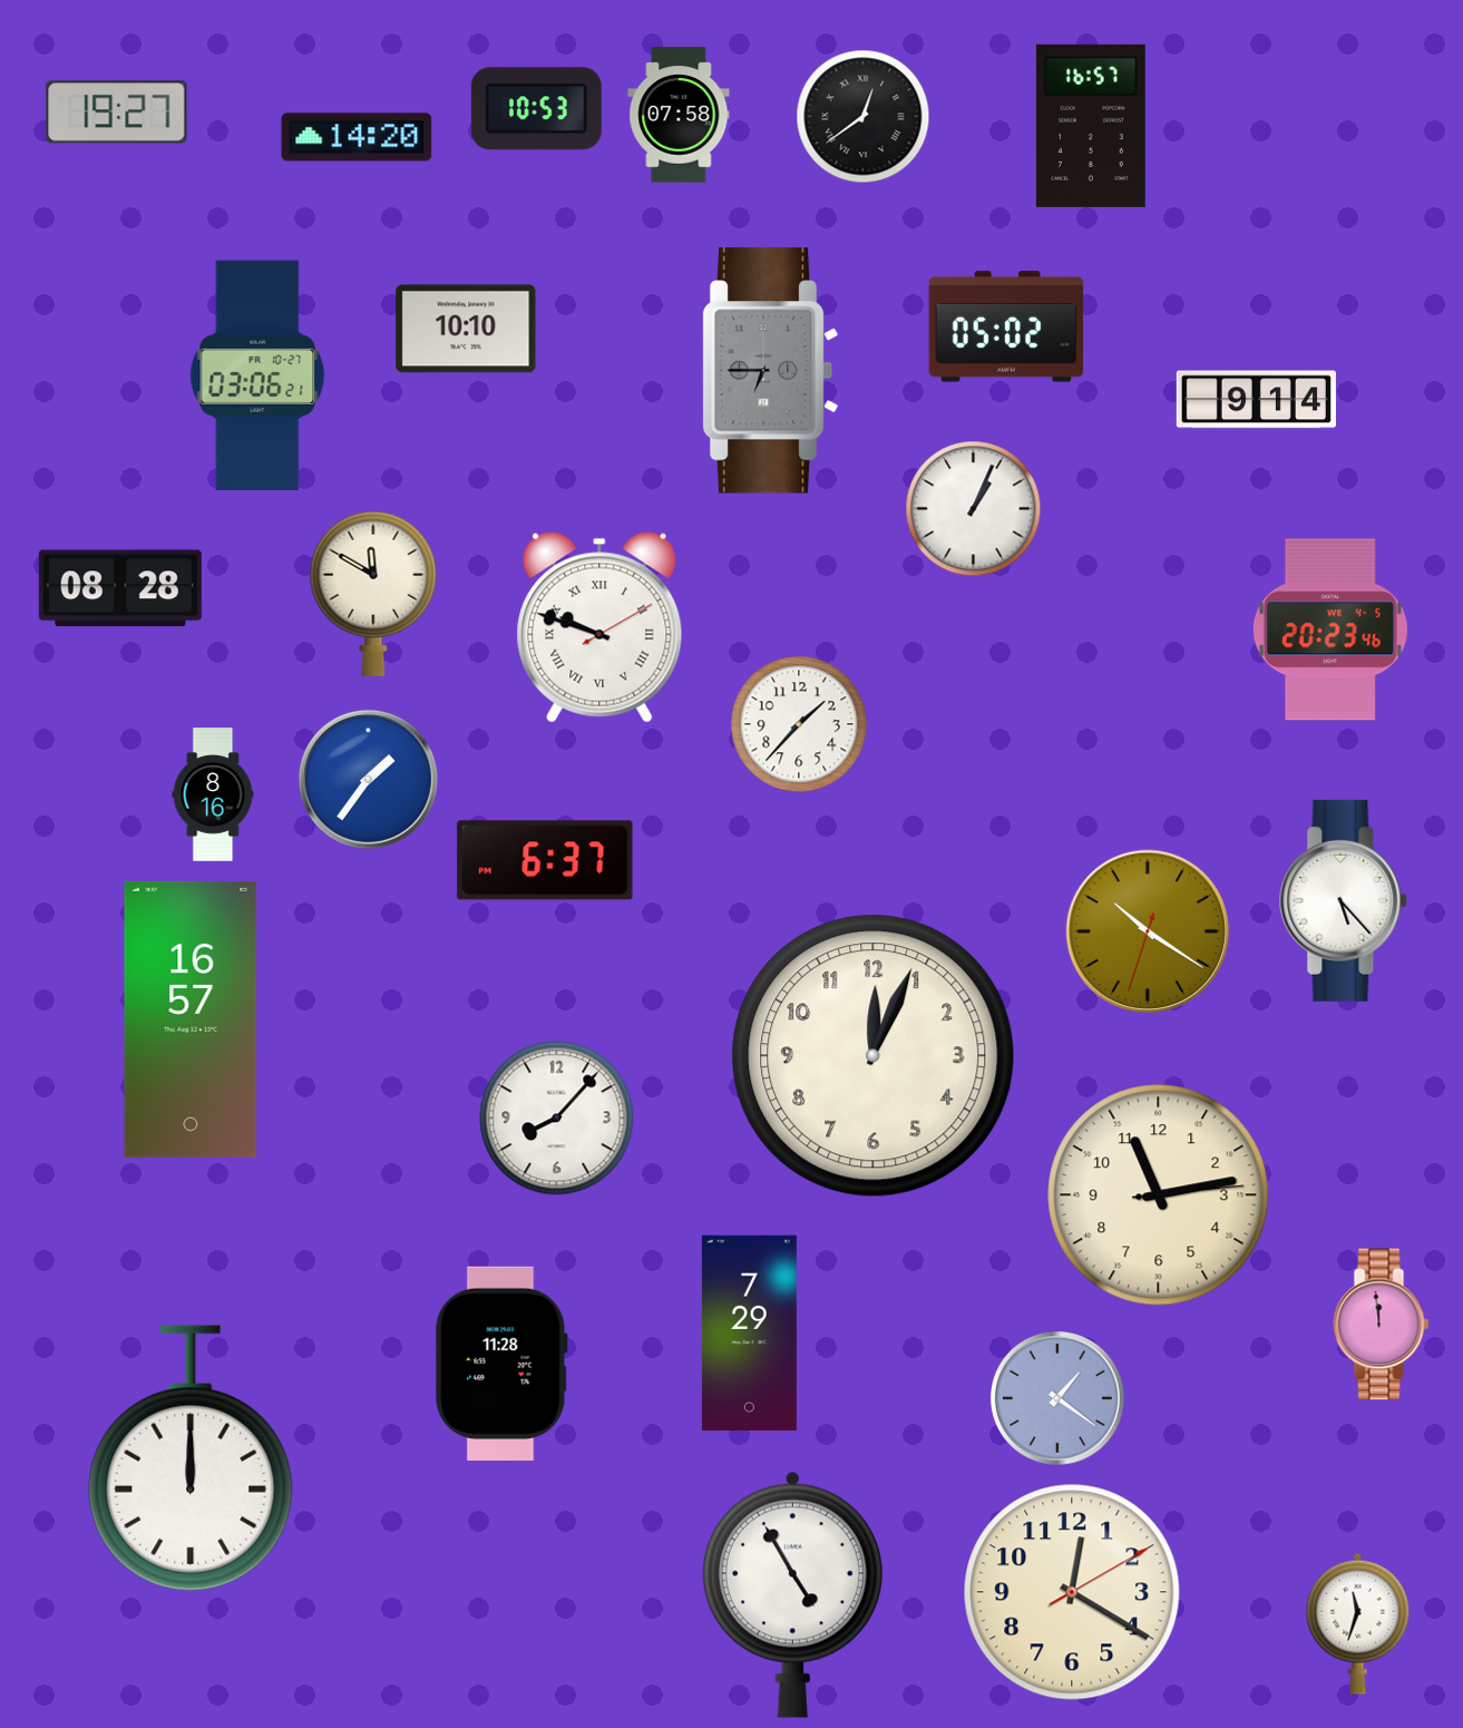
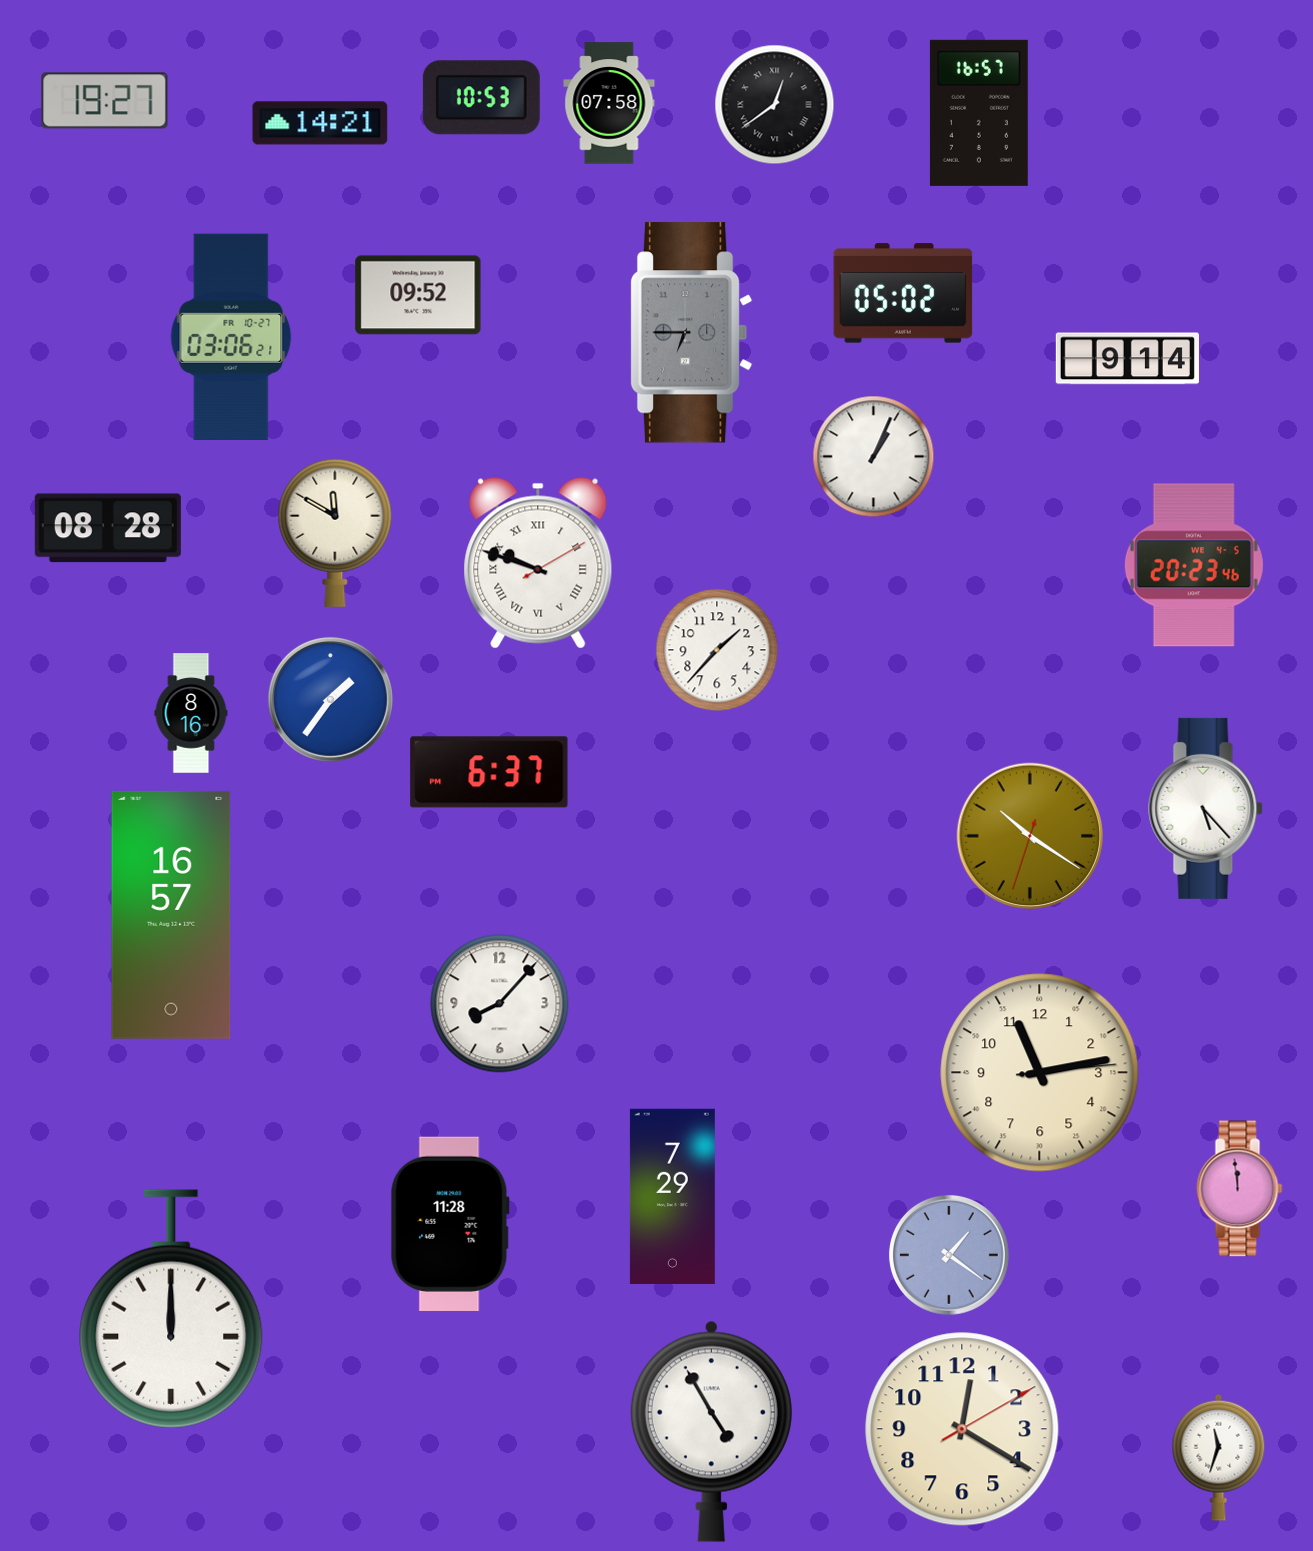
clock at (357, 137): 14:20 -> 14:21
clock at (466, 329): 10:10 -> 09:52
clock at (874, 1056): 12:04 -> none
